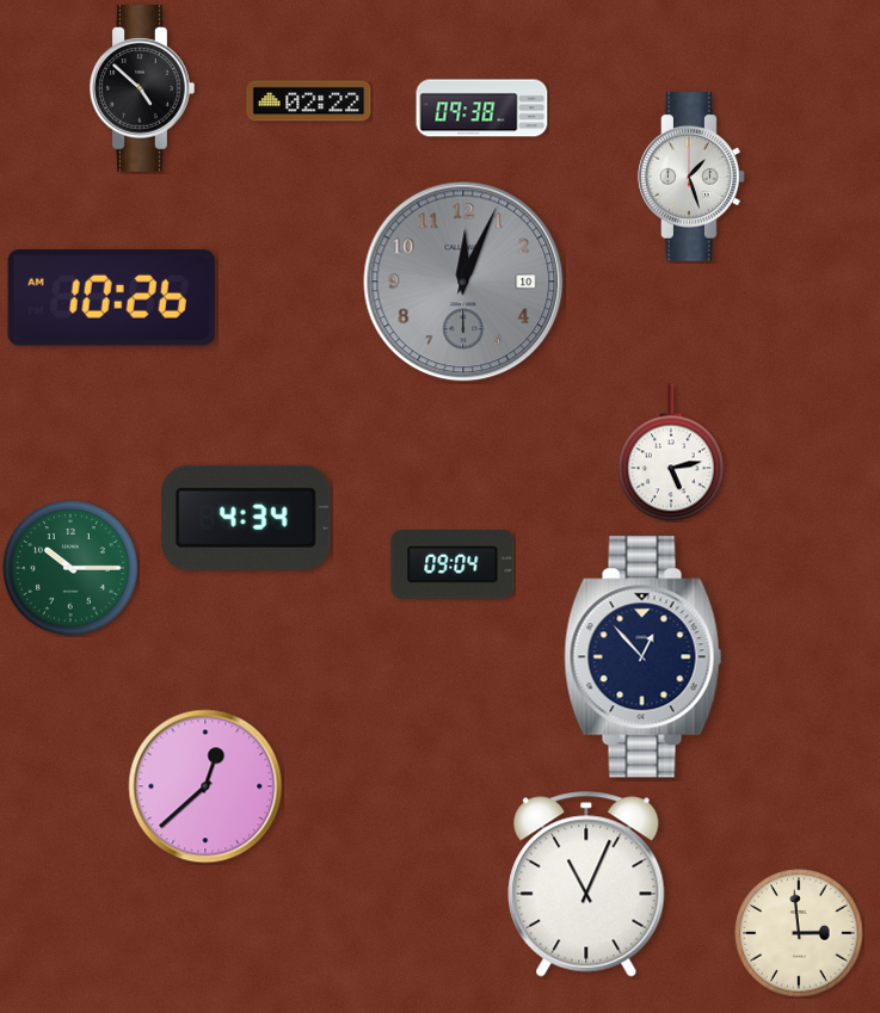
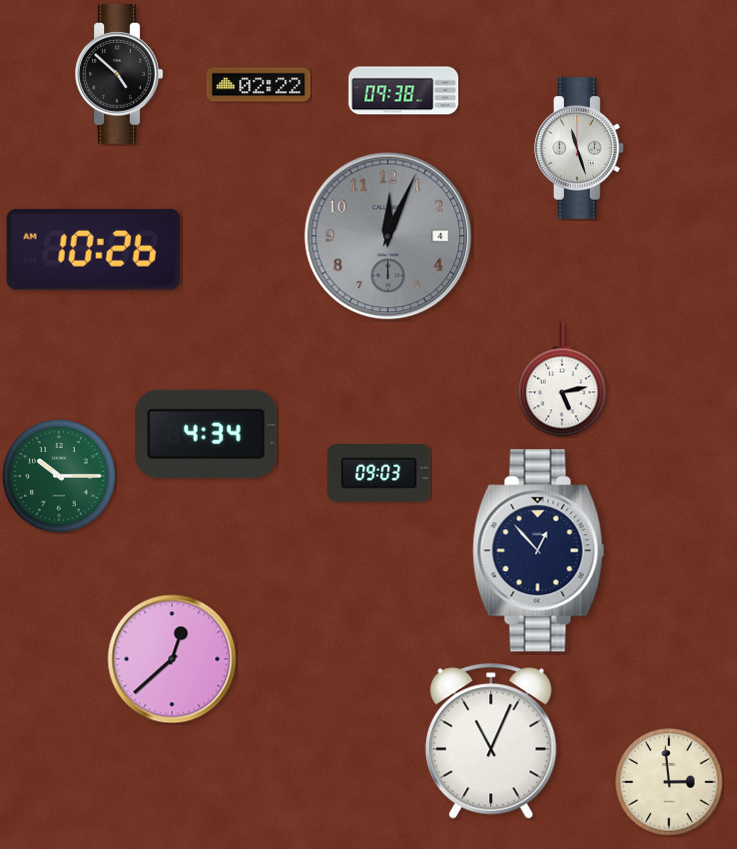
clock at (691, 177): 1:27 -> 11:27
clock at (463, 282) date: 10 -> 4
clock at (453, 566): 09:04 -> 09:03
